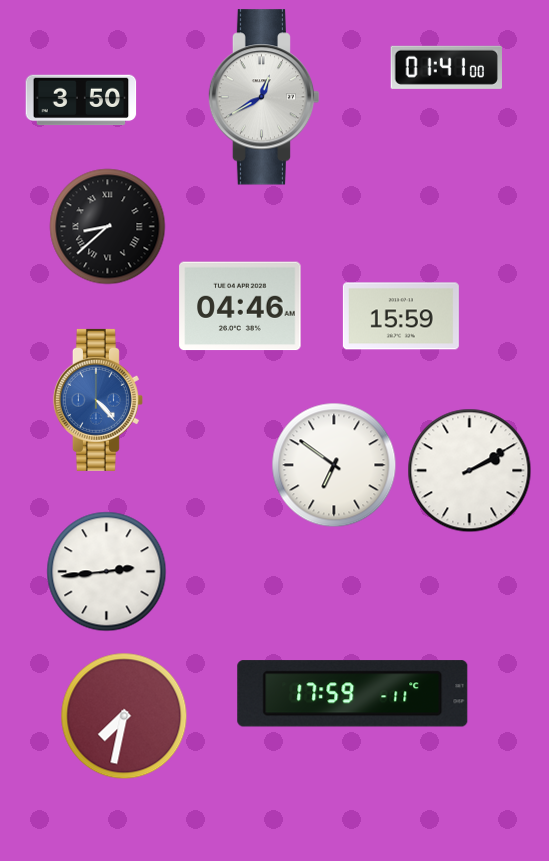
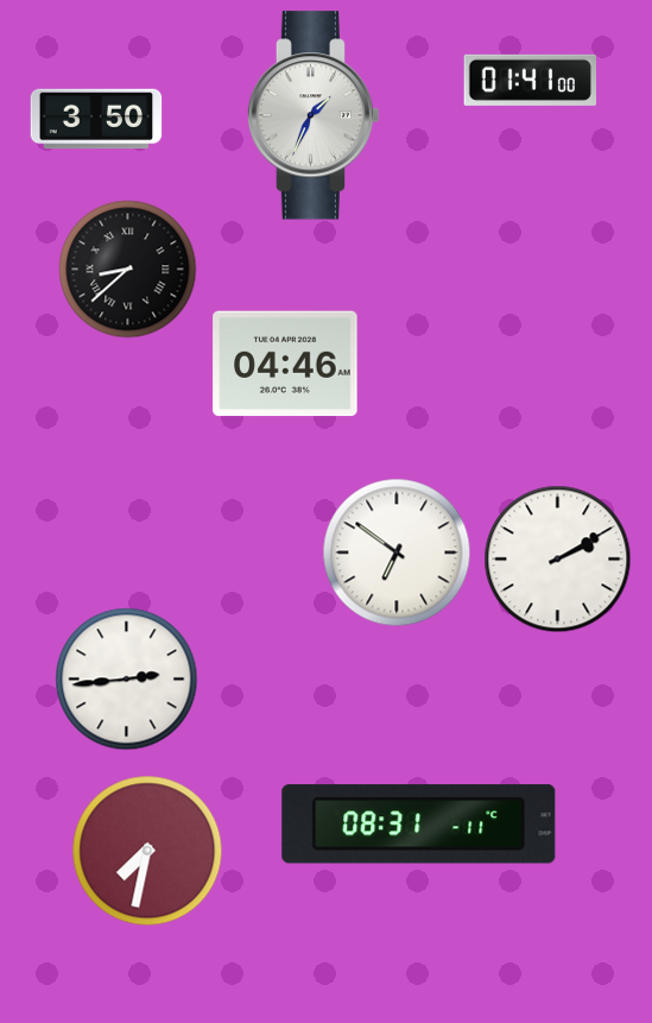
clock at (264, 97): 12:40 -> 1:34
clock at (401, 316): 15:59 -> none
clock at (98, 400): 4:23 -> none
clock at (353, 694): 17:59 -> 08:31
